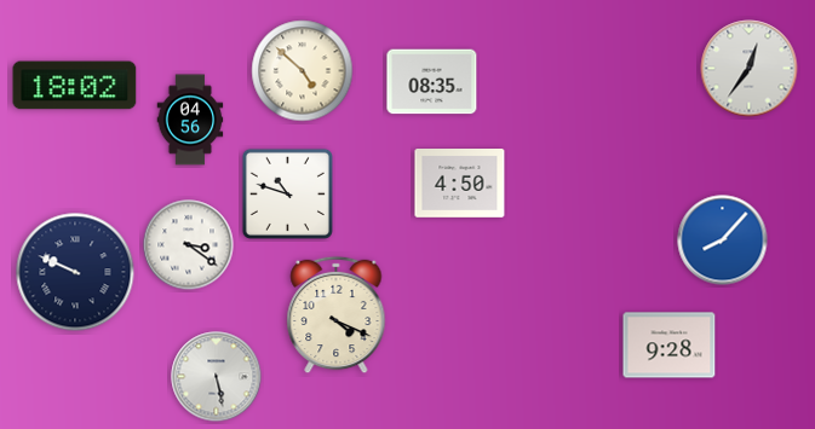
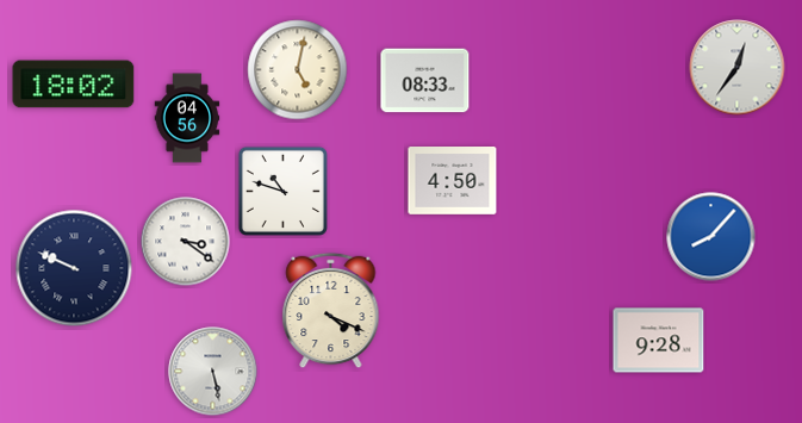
clock at (303, 71): 4:52 -> 5:02
clock at (432, 82): 08:35 -> 08:33
